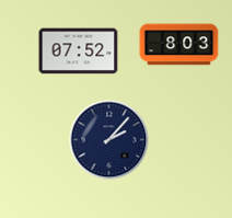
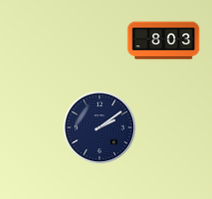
clock at (79, 51): 07:52 -> none
clock at (109, 140): 2:07 -> 2:09
